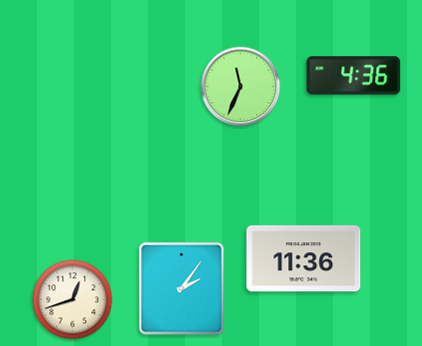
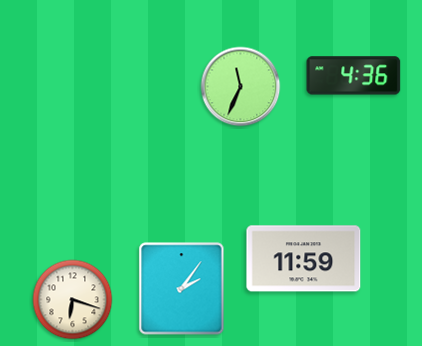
clock at (304, 259): 11:36 -> 11:59
clock at (73, 300): 12:42 -> 6:18
